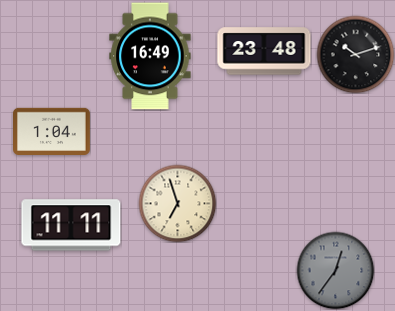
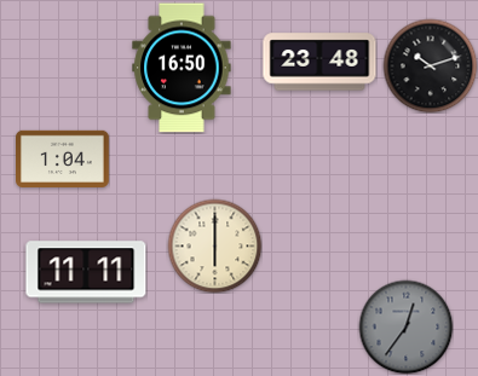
clock at (150, 56): 16:49 -> 16:50
clock at (177, 203): 6:57 -> 6:00
